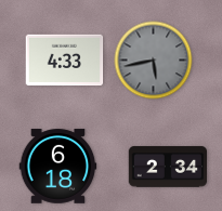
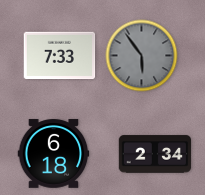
clock at (65, 61): 4:33 -> 7:33
clock at (154, 61): 5:43 -> 5:54
